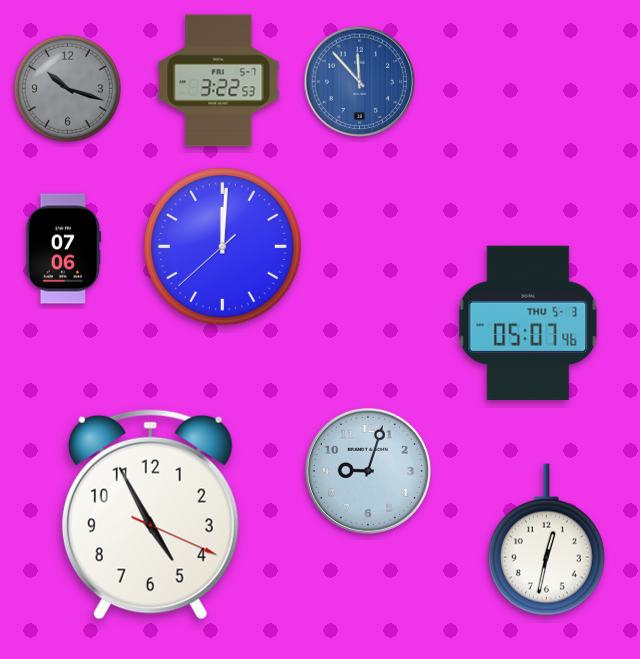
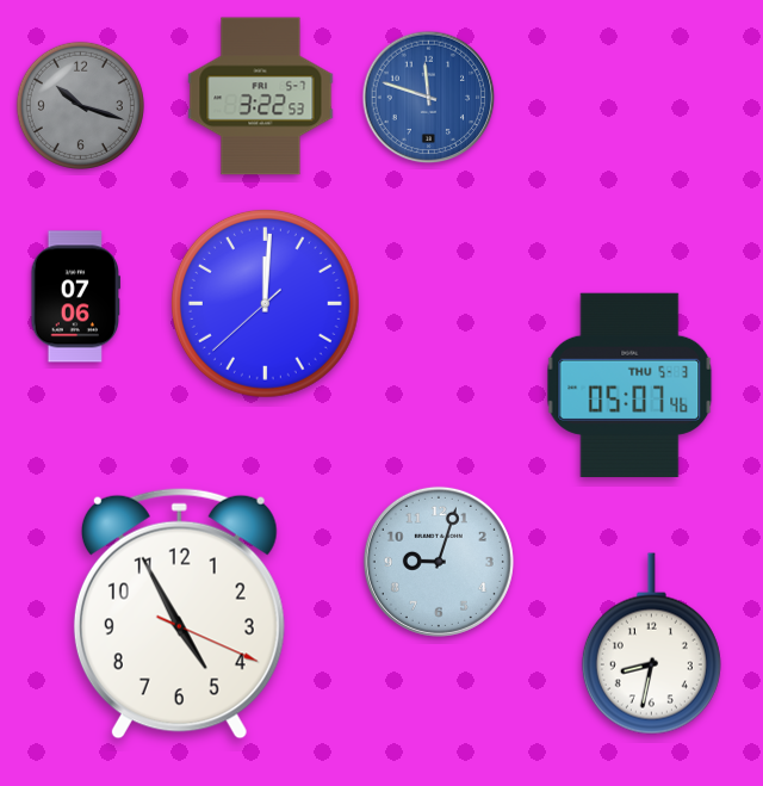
clock at (360, 82): 11:53 -> 11:48
clock at (222, 246) position: (222, 246) -> (265, 303)
clock at (546, 540): 12:32 -> 8:32
